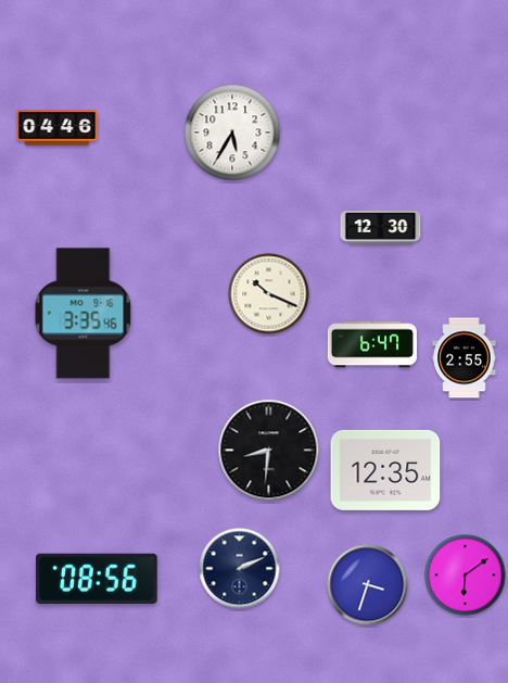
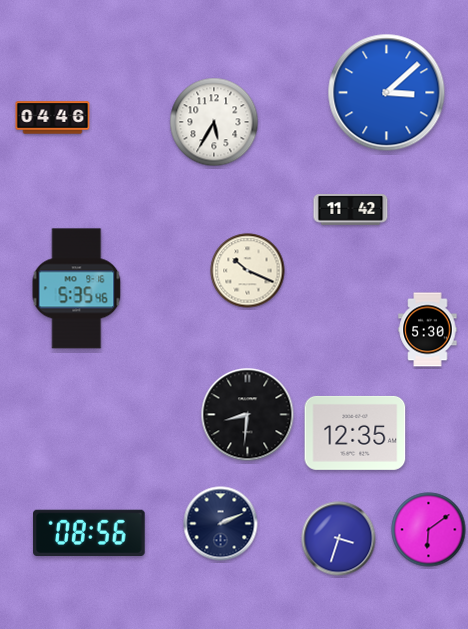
clock at (387, 93): none -> 3:08
clock at (381, 228): 12:30 -> 11:42
clock at (84, 314): 3:35 -> 5:35
clock at (372, 344): 6:47 -> none
clock at (465, 358): 2:55 -> 5:30
